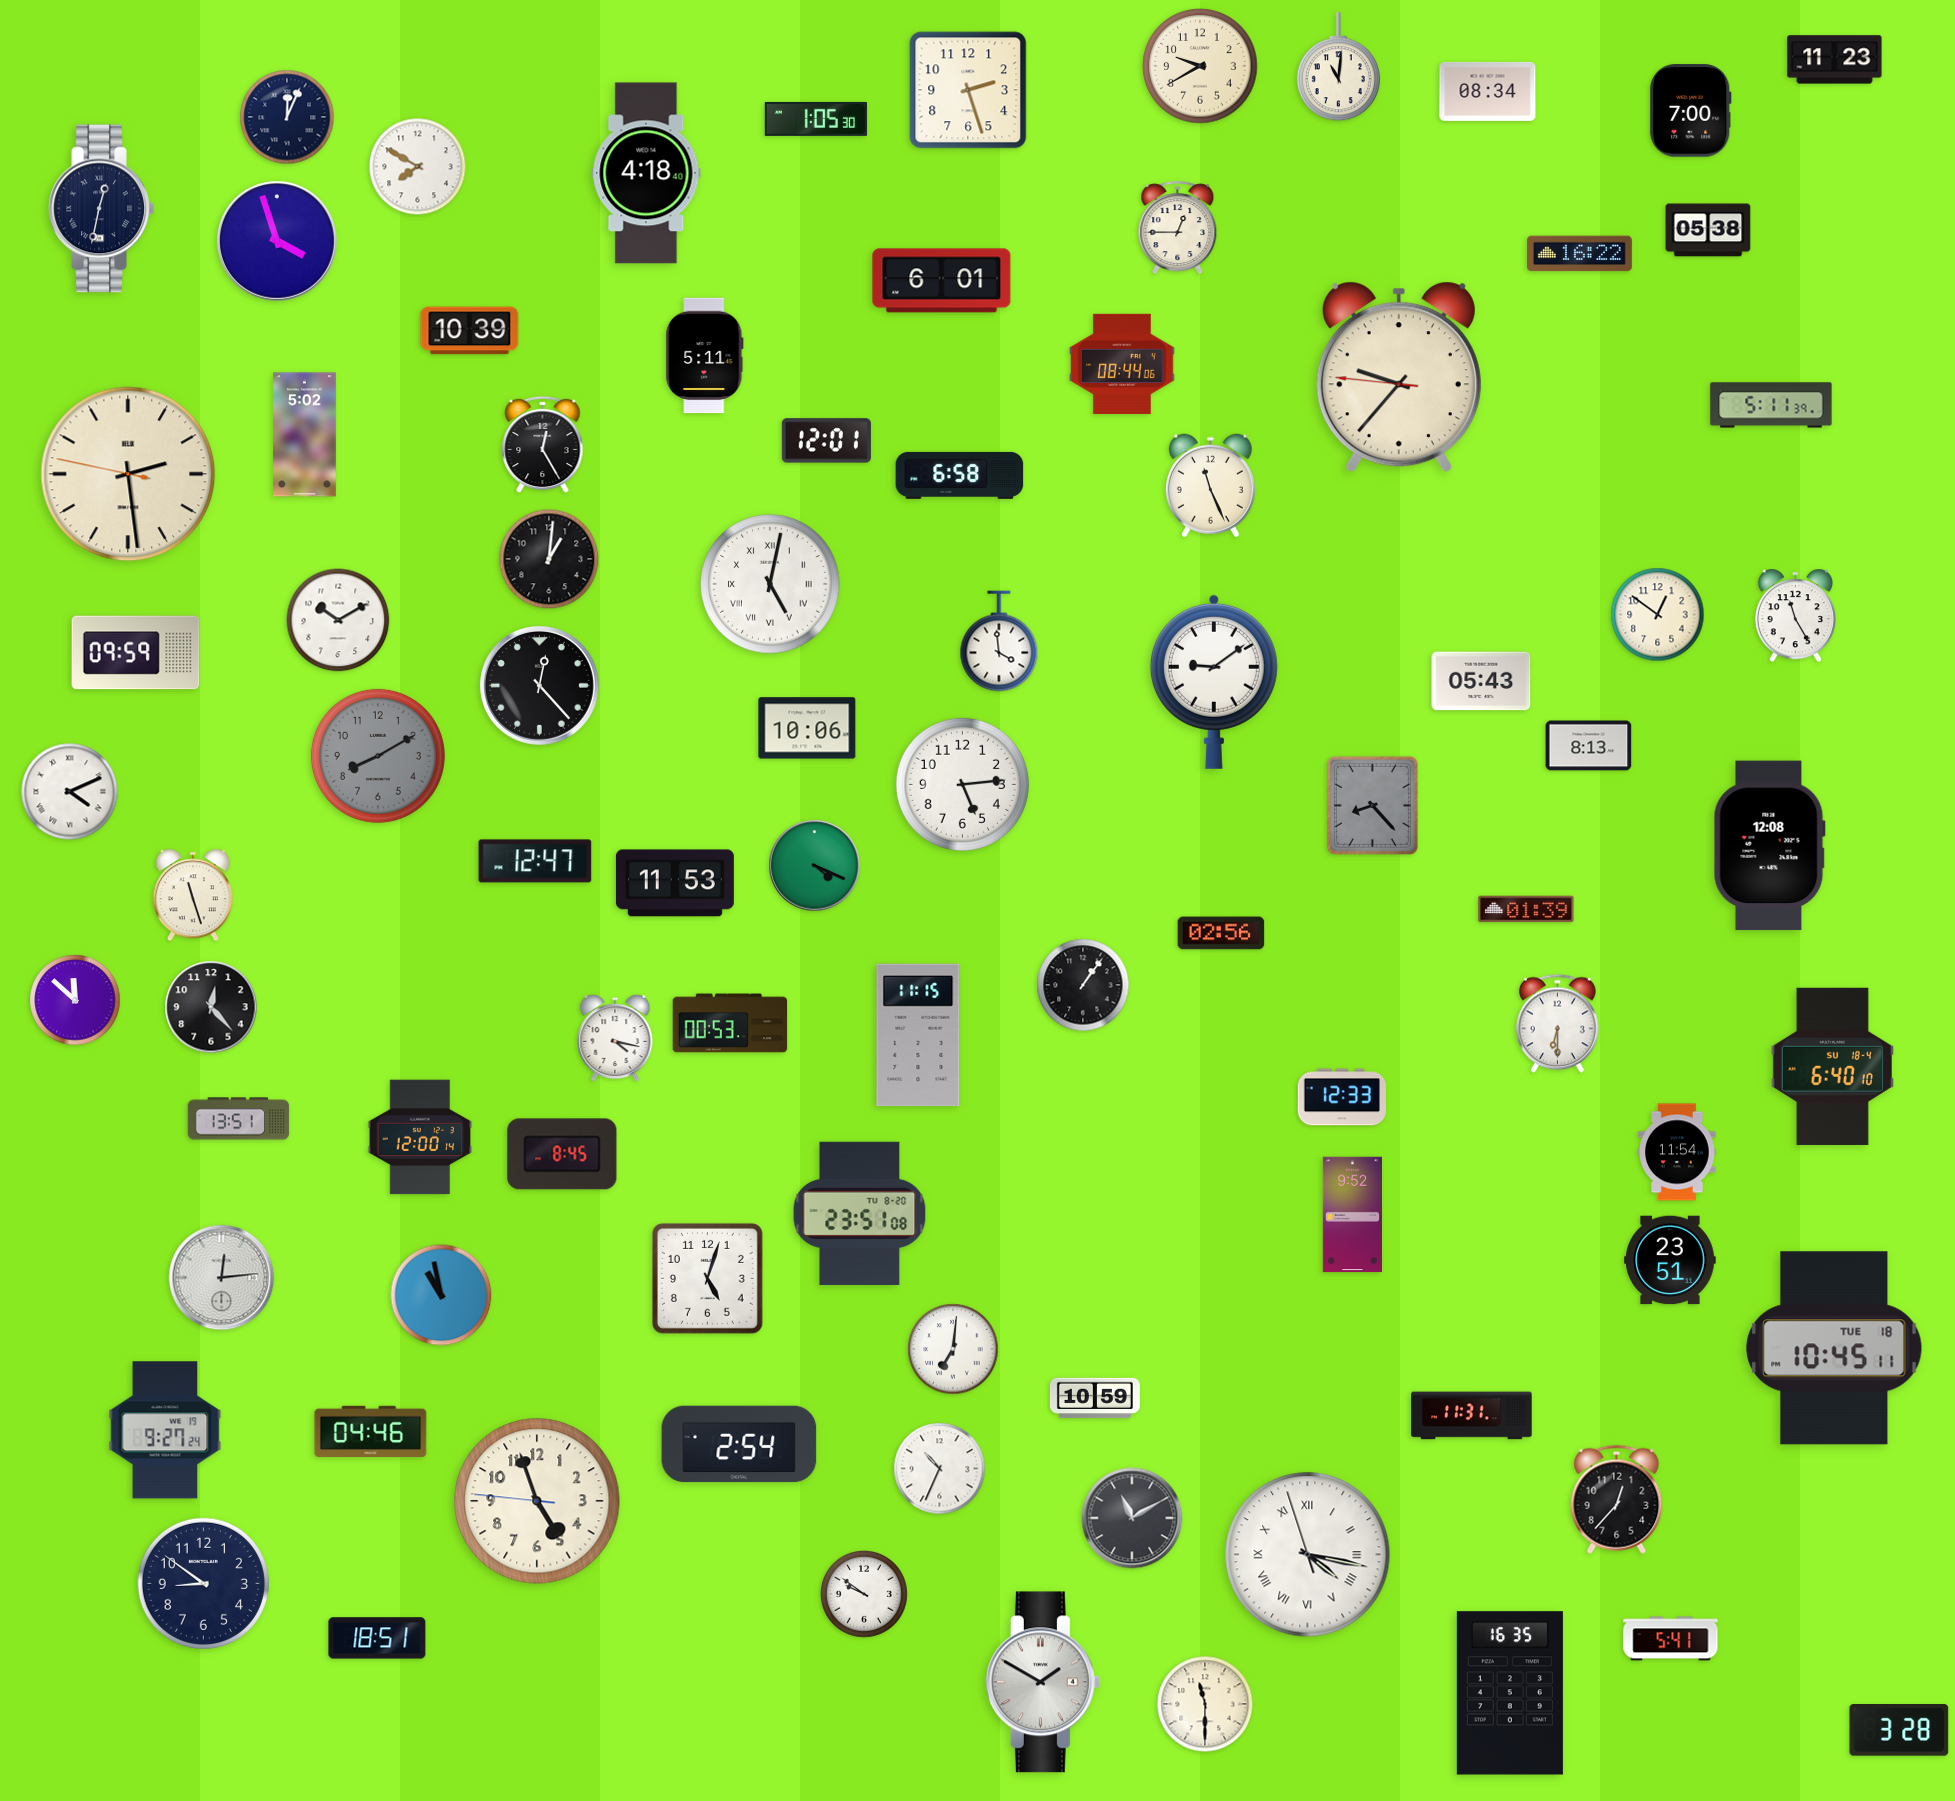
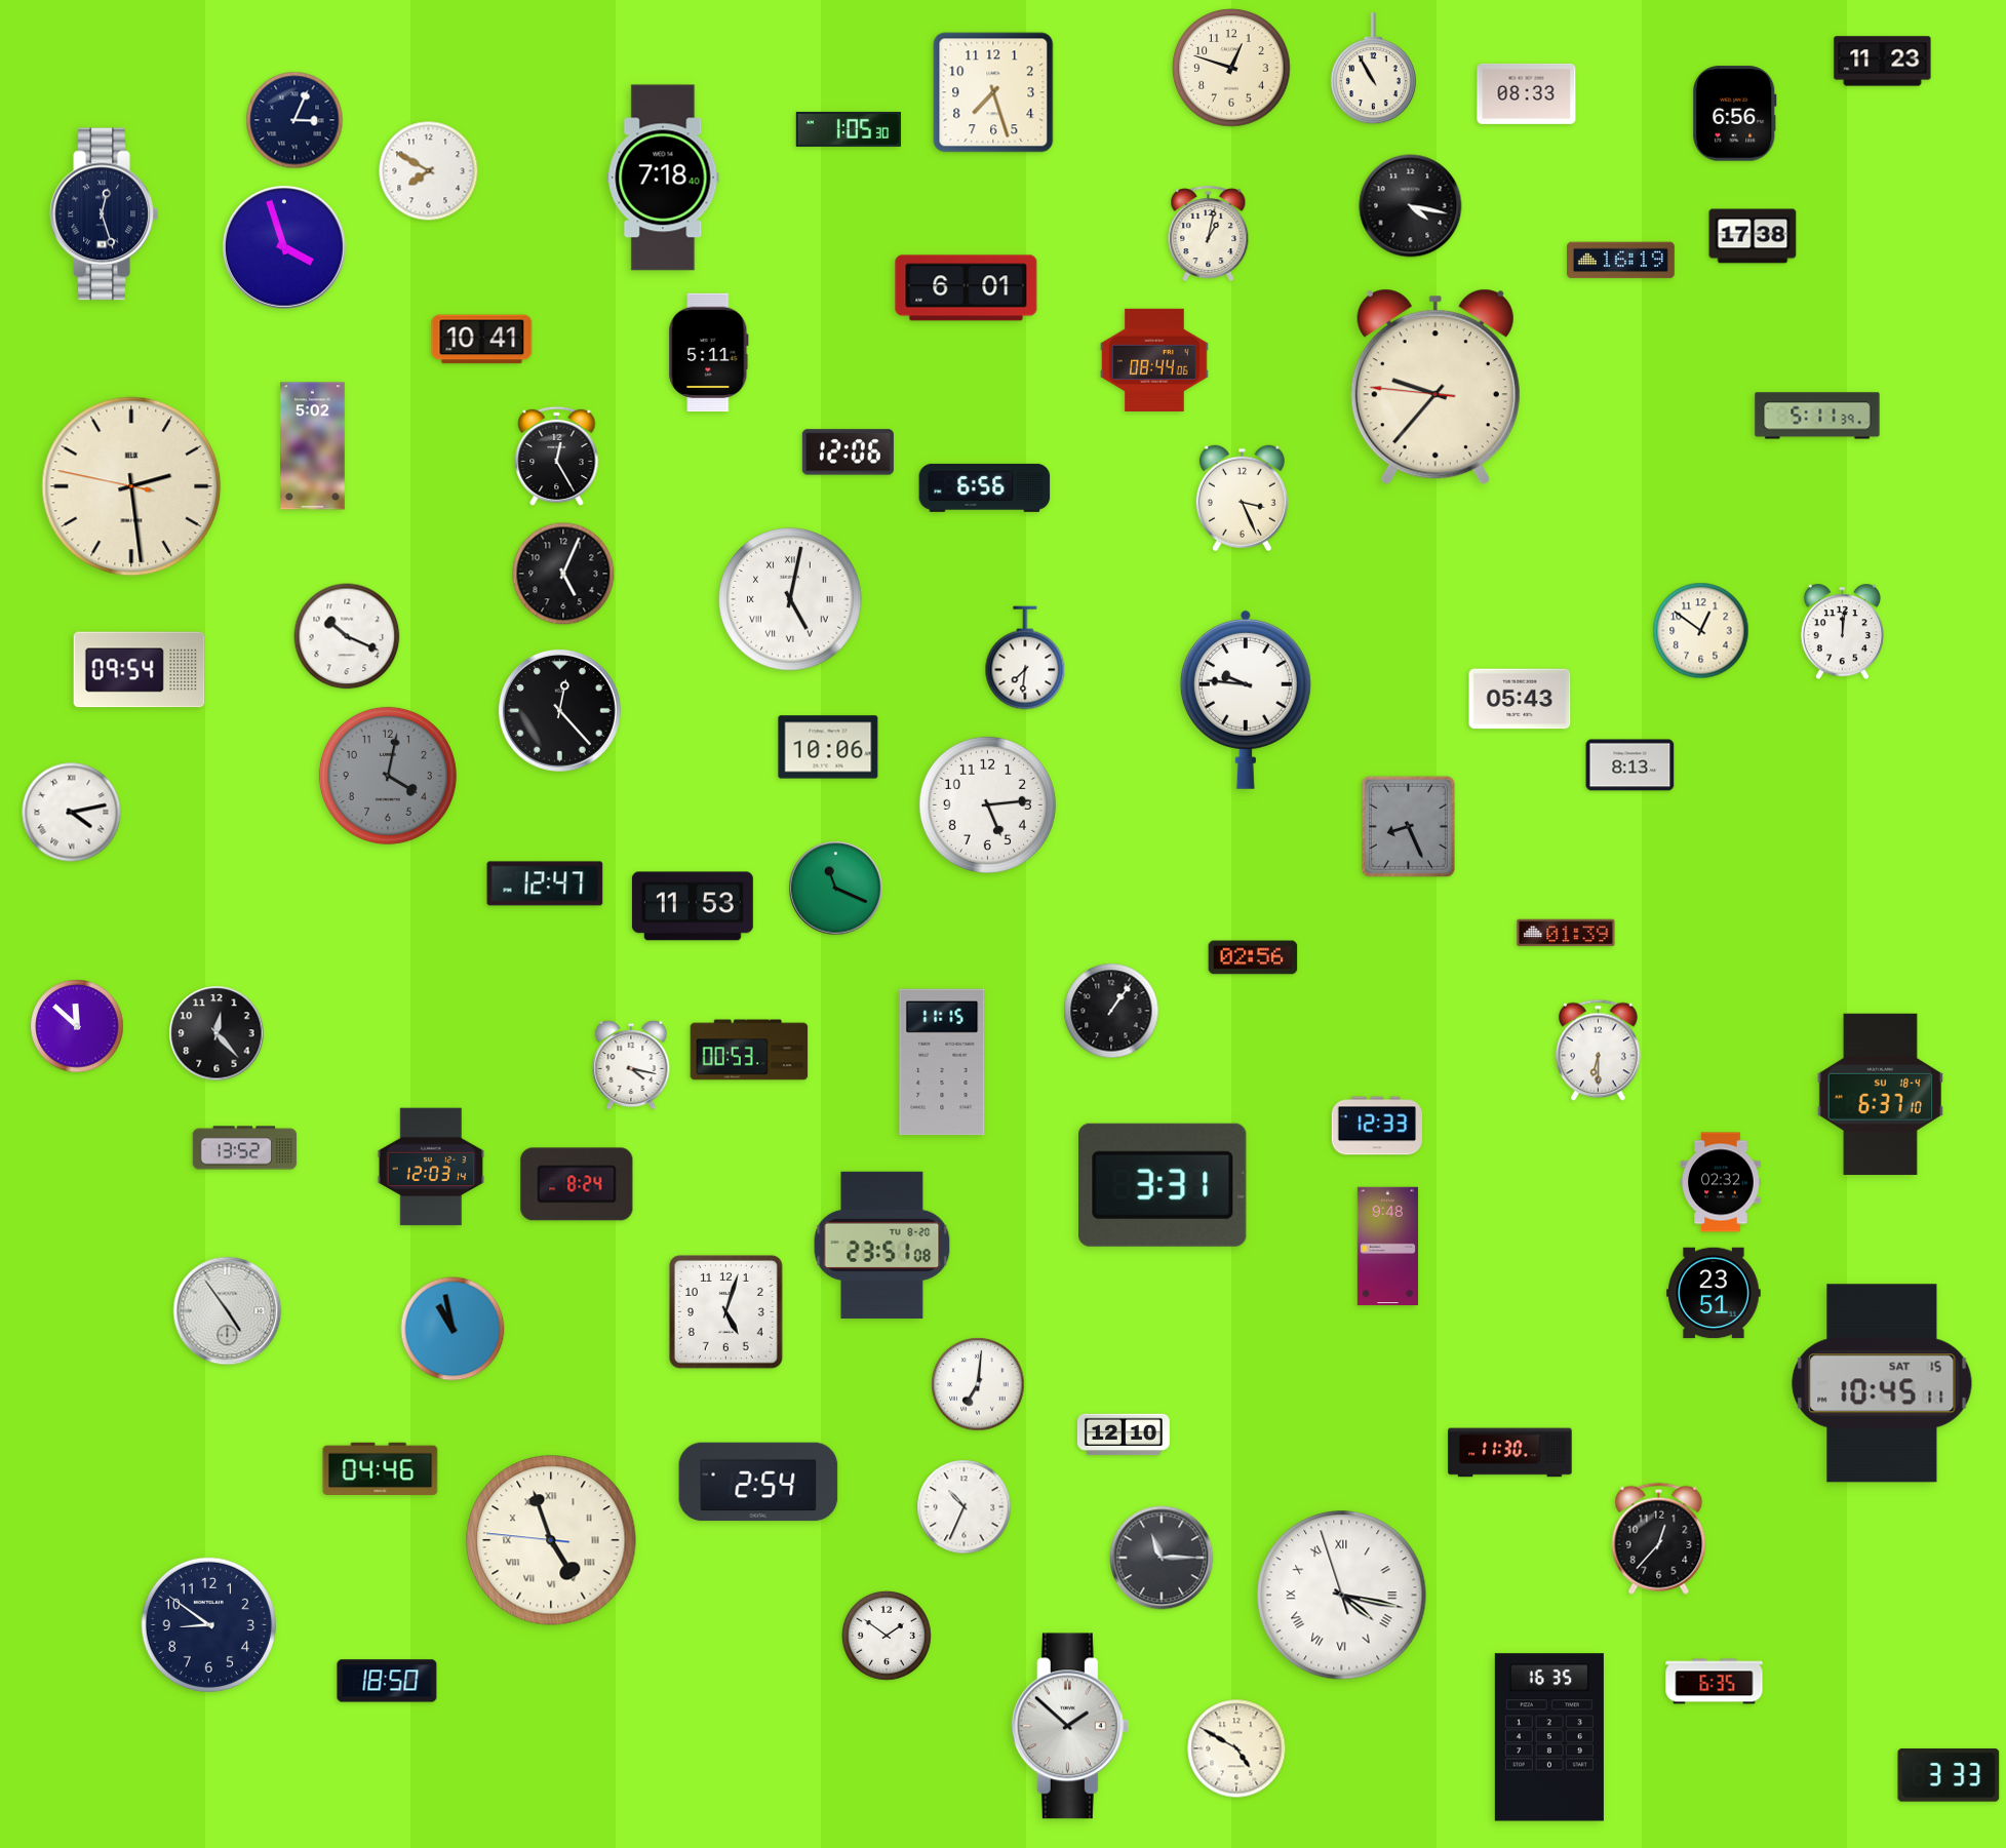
clock at (1200, 66): 9:40 -> 12:48
clock at (1338, 67): 11:01 -> 10:55
clock at (968, 90): 2:27 -> 7:27
clock at (1488, 91): 08:34 -> 08:33
clock at (1691, 111): 7:00 -> 6:56
clock at (287, 117): 12:04 -> 3:04
clock at (815, 119) position: (815, 119) -> (848, 129)
clock at (646, 173): 4:18 -> 7:18
clock at (1411, 206): none -> 4:17
clock at (102, 209): 12:32 -> 12:27
clock at (1178, 228): 12:45 -> 1:02
clock at (1708, 230): 05:38 -> 17:38
clock at (1580, 254): 16:22 -> 16:19
clock at (470, 331): 10:39 -> 10:41
clock at (705, 356) position: (705, 356) -> (709, 353)
clock at (1122, 364) position: (1122, 364) -> (1154, 360)
clock at (826, 441): 12:01 -> 12:06
clock at (960, 475): 6:58 -> 6:56
clock at (1210, 486): 11:26 -> 3:26
clock at (549, 559): 1:01 -> 5:04
clock at (1795, 616): 11:25 -> 12:01
clock at (338, 620): 10:10 -> 10:19
clock at (999, 641): 3:59 -> 7:31
clock at (136, 653): 09:59 -> 09:54
clock at (1214, 682): 9:09 -> 9:46
clock at (539, 685) position: (539, 685) -> (559, 710)
clock at (378, 756): 8:10 -> 4:02
clock at (70, 792): 4:11 -> 4:13
clock at (1372, 805): 8:23 -> 8:26
clock at (1769, 846): 12:08 -> none
clock at (535, 861) position: (535, 861) -> (545, 883)
clock at (815, 866): 4:19 -> 11:19
clock at (193, 895): 11:27 -> none
clock at (1832, 1066): 6:40 -> 6:37
clock at (239, 1119): 13:51 -> 13:52
clock at (420, 1137): 12:00 -> 12:03
clock at (1677, 1152): 11:54 -> 02:32
clock at (562, 1154): 8:45 -> 8:24
clock at (1163, 1185): none -> 3:31
clock at (1352, 1215): 9:52 -> 9:48
clock at (222, 1278): 12:14 -> 4:54
clock at (1834, 1348) date: TUE 18 -> SAT 15
clock at (1095, 1398): 10:59 -> 12:10
clock at (1472, 1416): 11:31 -> 11:30
clock at (165, 1430): 9:27 -> none
clock at (537, 1501) numerals: Arabic -> Roman
clock at (1132, 1518): 11:10 -> 11:15
clock at (864, 1594): 9:51 -> 1:51
clock at (377, 1638): 18:51 -> 18:50
clock at (1671, 1639): 5:41 -> 6:35
clock at (1043, 1682): 1:50 -> 1:52
clock at (1205, 1704): 11:30 -> 4:50
clock at (1899, 1730): 3:28 -> 3:33
